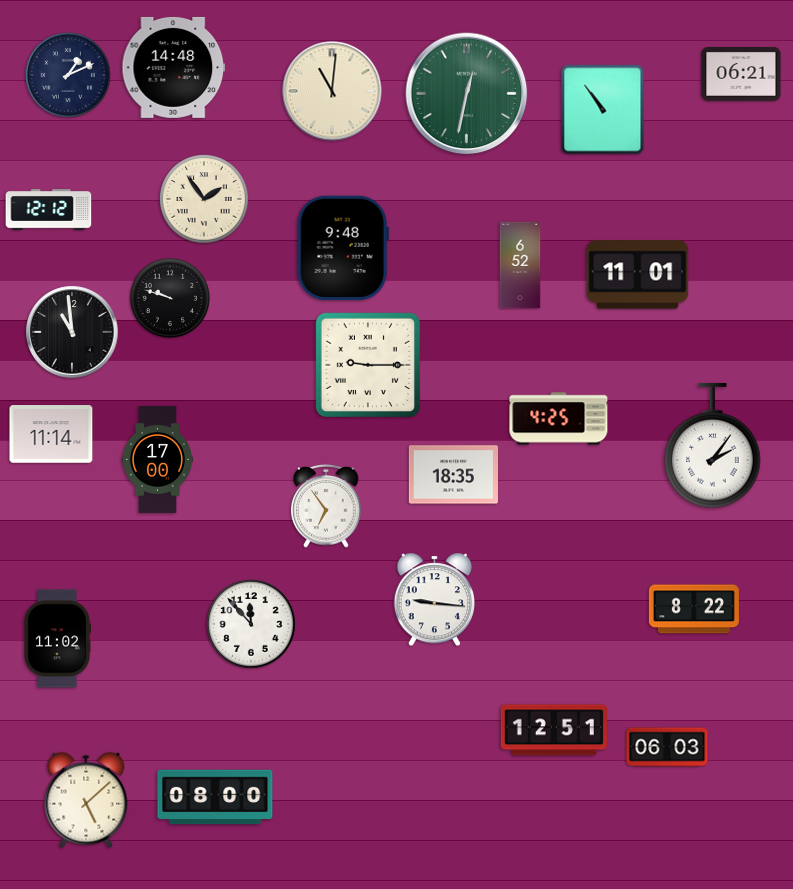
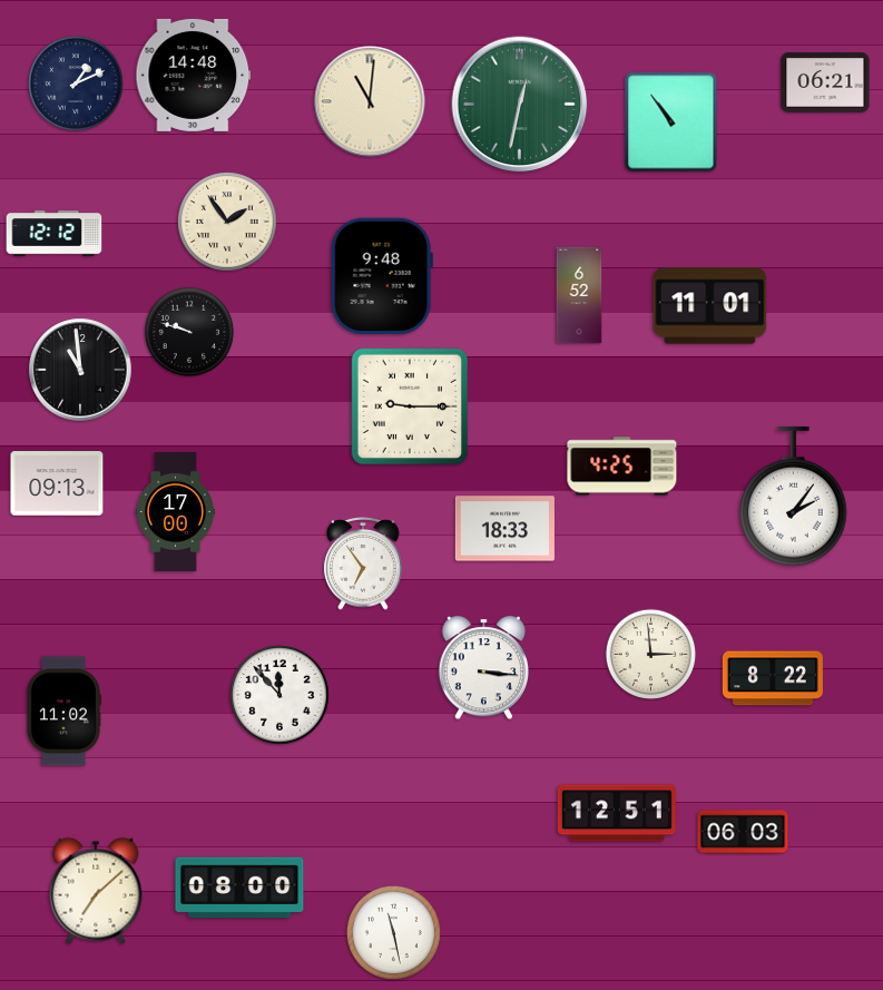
clock at (51, 434): 11:14 -> 09:13
clock at (453, 475): 18:35 -> 18:33
clock at (650, 654): none -> 2:59
clock at (434, 600): 9:16 -> 3:16
clock at (86, 800): 5:08 -> 7:08
clock at (393, 932): none -> 11:28
